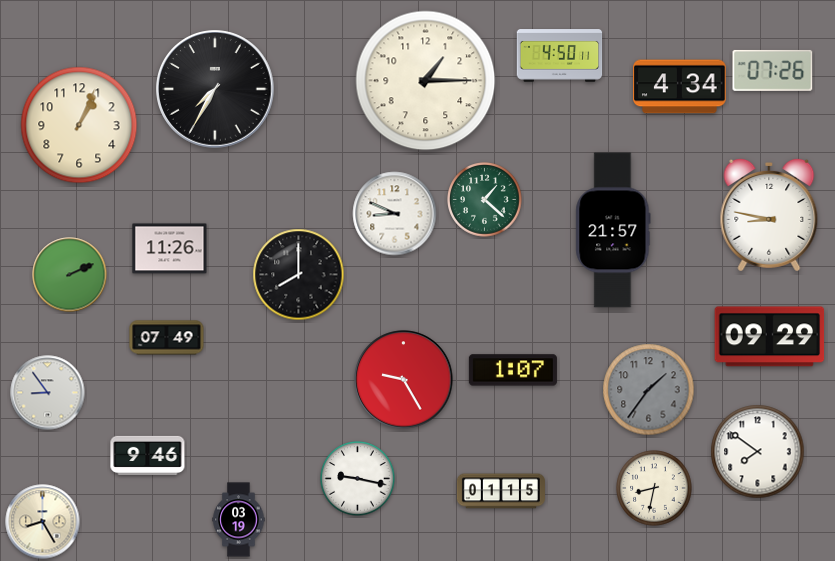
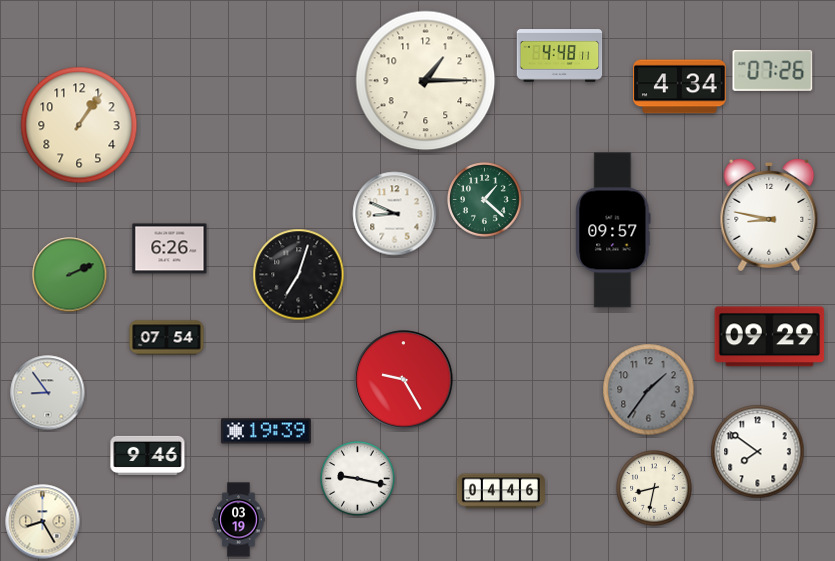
clock at (560, 56): 4:50 -> 4:48
clock at (215, 89): 7:35 -> none
clock at (79, 125): 1:04 -> 1:06
clock at (613, 230): 21:57 -> 09:57
clock at (170, 249): 11:26 -> 6:26
clock at (299, 275): 8:00 -> 7:03
clock at (167, 338): 07:49 -> 07:54
clock at (513, 370): 1:07 -> none
clock at (266, 431): none -> 19:39
clock at (501, 491): 01:15 -> 04:46
